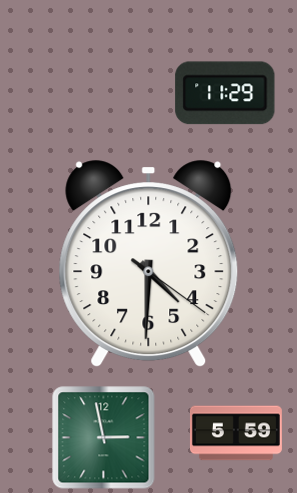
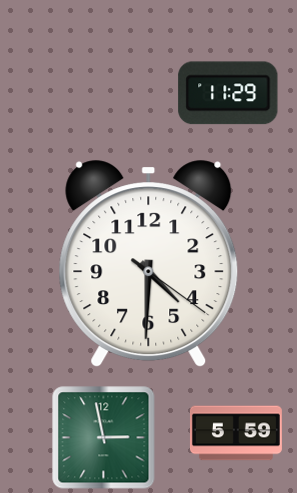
clock at (225, 93) position: (225, 93) -> (228, 93)
